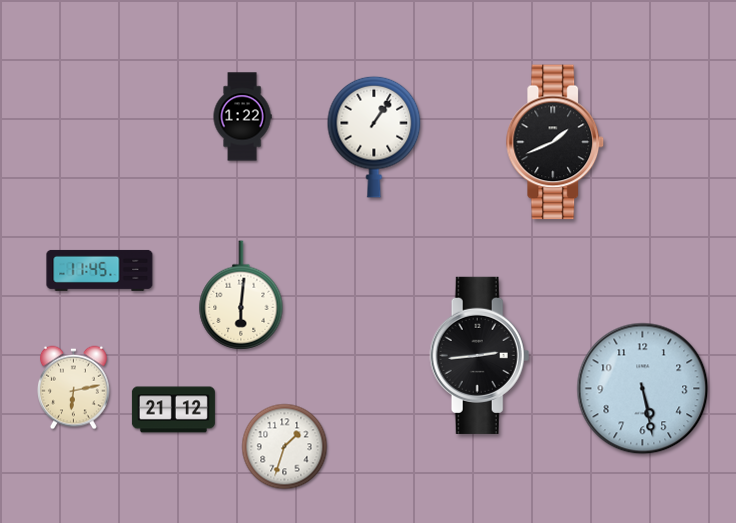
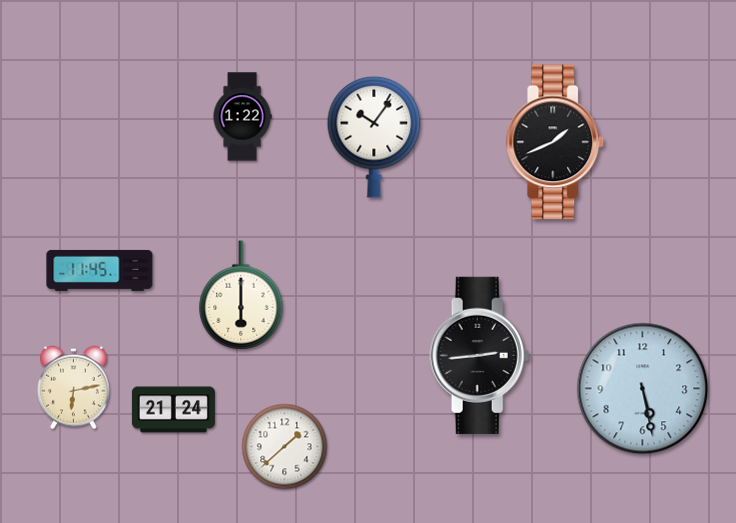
clock at (374, 137): 1:06 -> 10:06
clock at (241, 295): 6:01 -> 6:00
clock at (173, 410): 21:12 -> 21:24
clock at (285, 447): 1:33 -> 1:38
